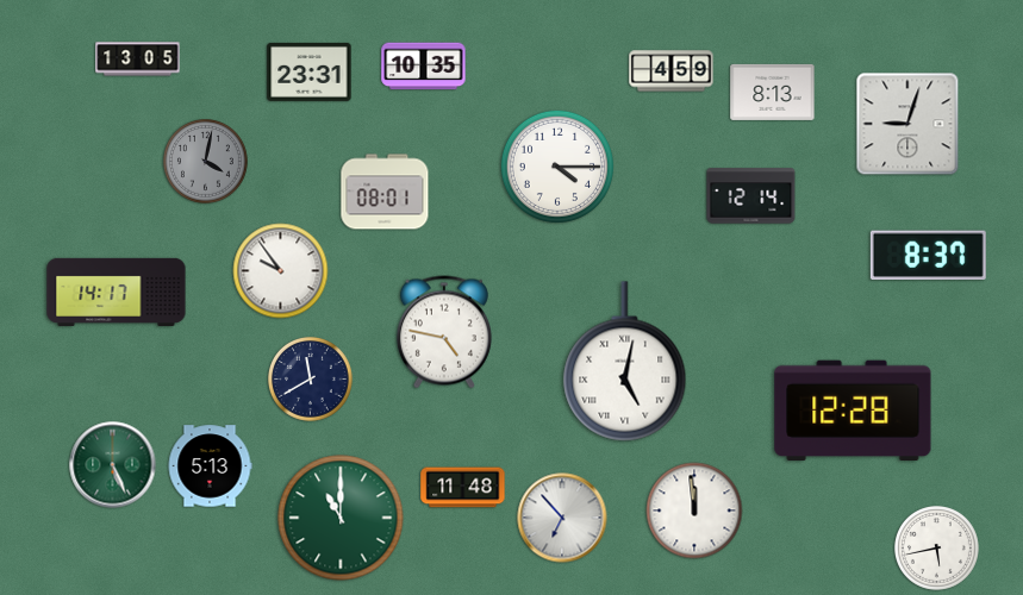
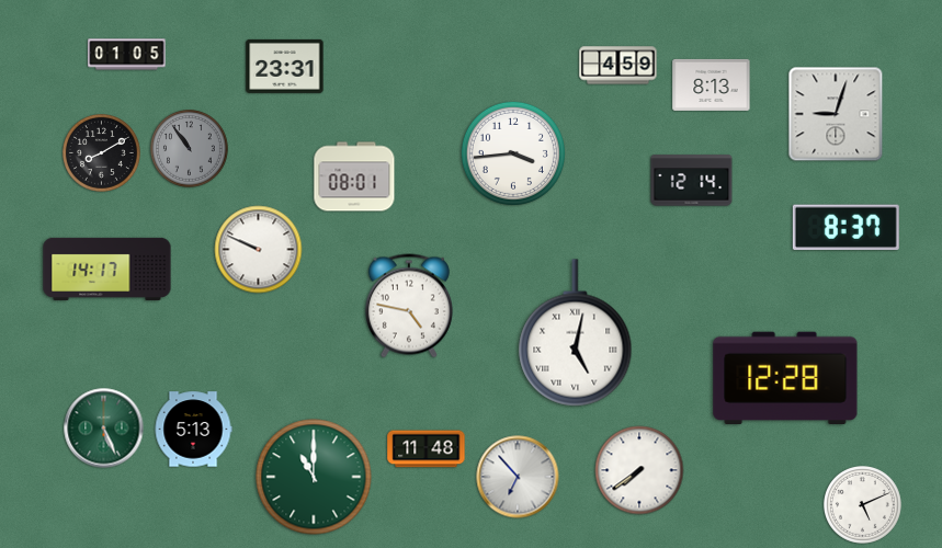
clock at (138, 59): 13:05 -> 01:05
clock at (424, 67): 10:35 -> none
clock at (206, 162): 4:02 -> 10:54
clock at (102, 153): none -> 8:10
clock at (557, 167): 4:15 -> 3:44
clock at (928, 256) position: (928, 256) -> (845, 228)
clock at (281, 271): 9:54 -> 9:49
clock at (311, 380): 11:40 -> none
clock at (694, 511): 11:59 -> 7:39
clock at (937, 549): 5:43 -> 5:11
